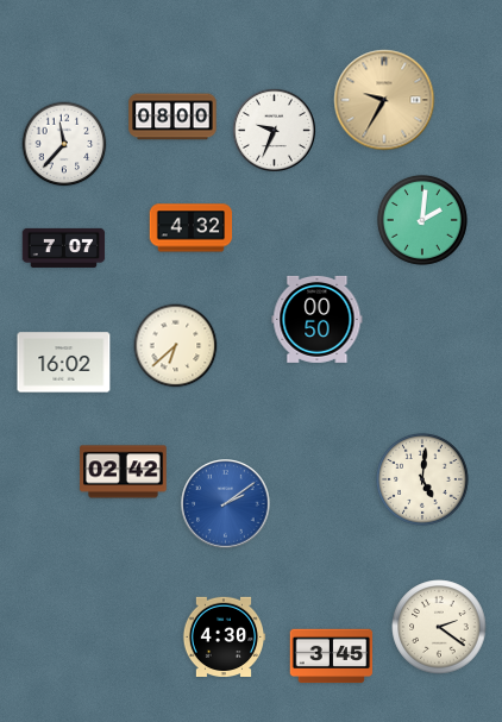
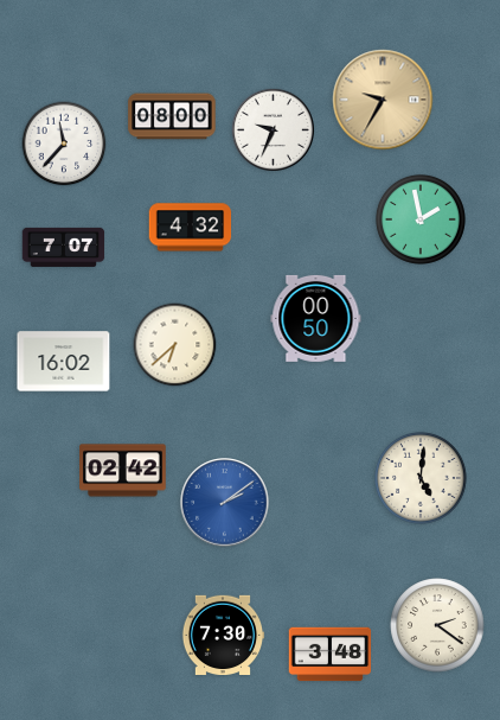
clock at (422, 220): 2:01 -> 1:58
clock at (224, 636): 4:30 -> 7:30
clock at (332, 657): 3:45 -> 3:48
